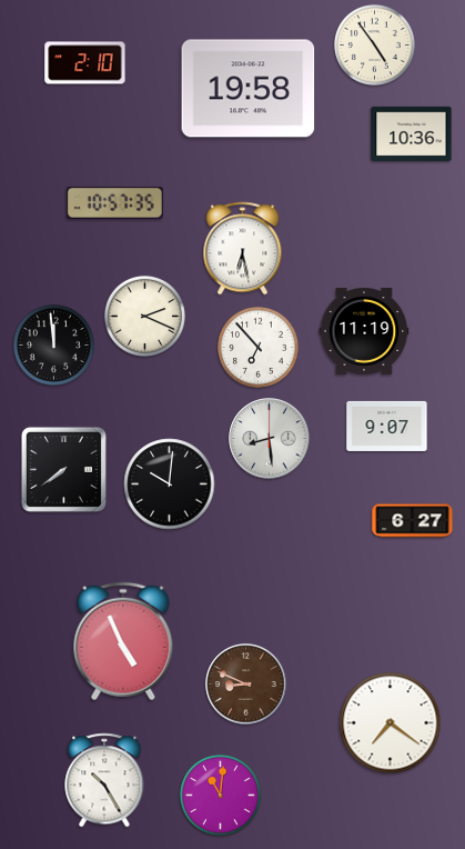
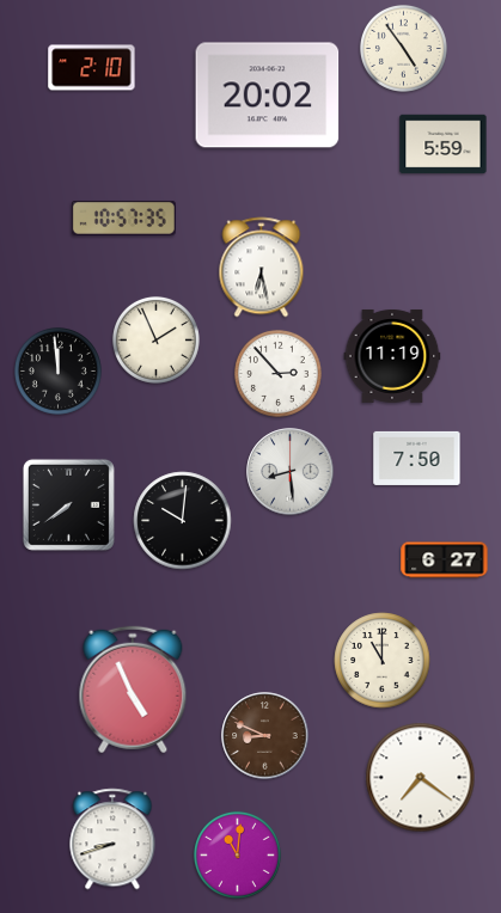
clock at (249, 89): 19:58 -> 20:02
clock at (412, 134): 10:36 -> 5:59
clock at (144, 316): 2:19 -> 1:56
clock at (257, 347): 6:53 -> 2:53
clock at (387, 426): 9:07 -> 7:50
clock at (383, 661): none -> 11:00
clock at (104, 780): 10:25 -> 8:42
